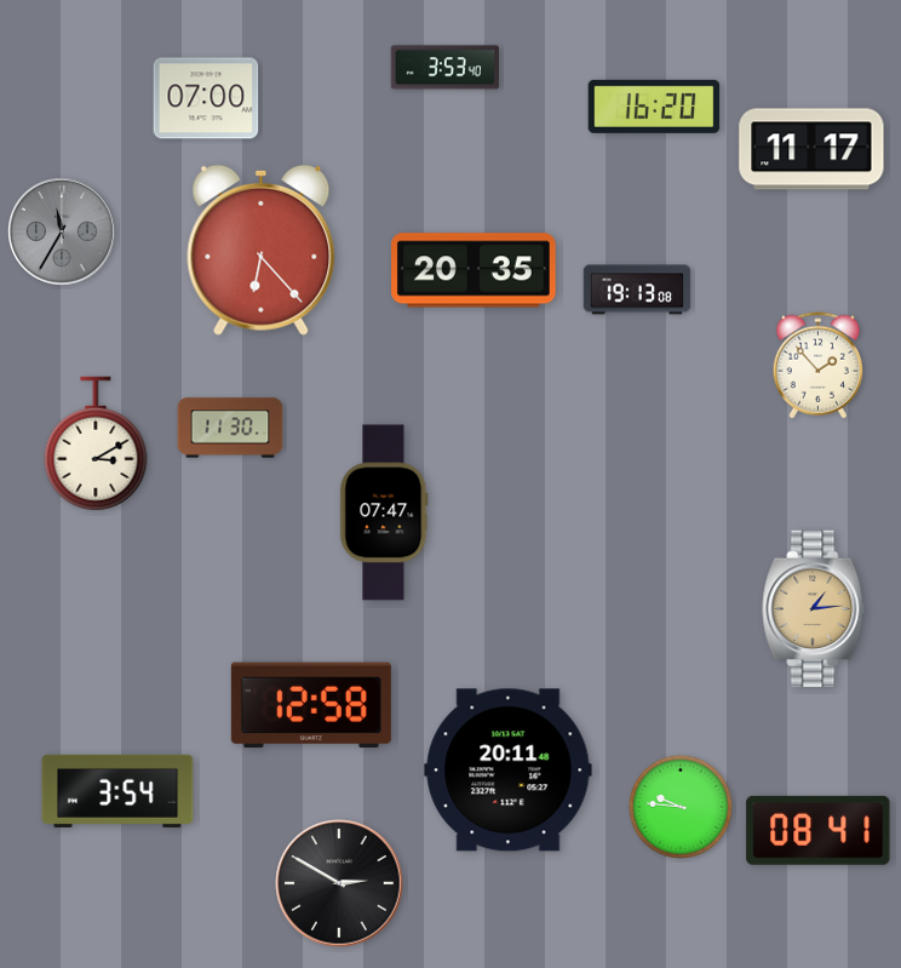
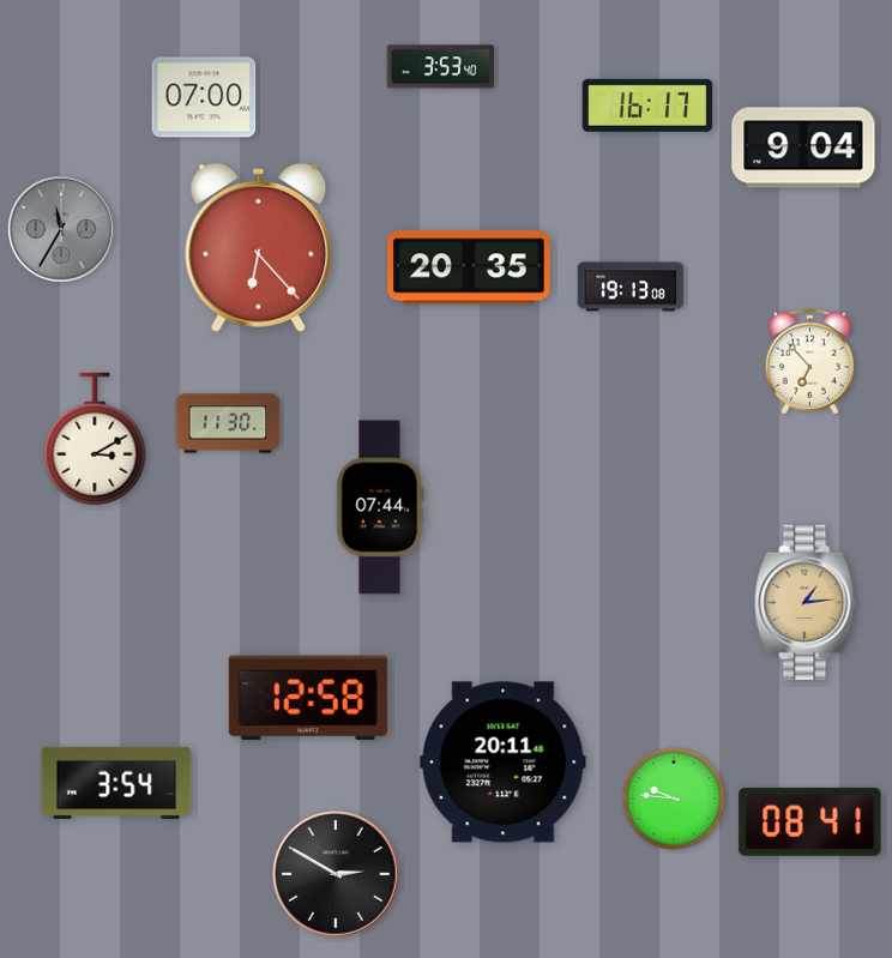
clock at (654, 107): 16:20 -> 16:17
clock at (811, 149): 11:17 -> 9:04
clock at (817, 366): 1:53 -> 6:53
clock at (384, 512): 07:47 -> 07:44
